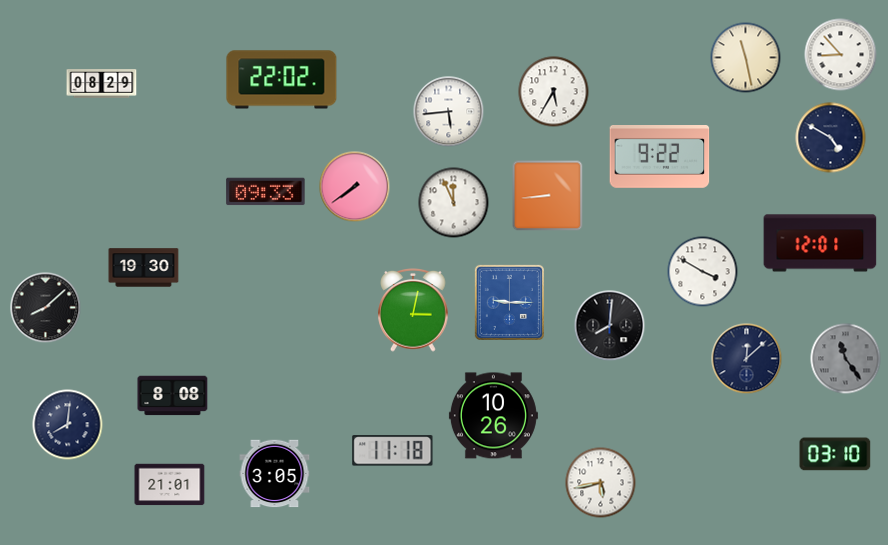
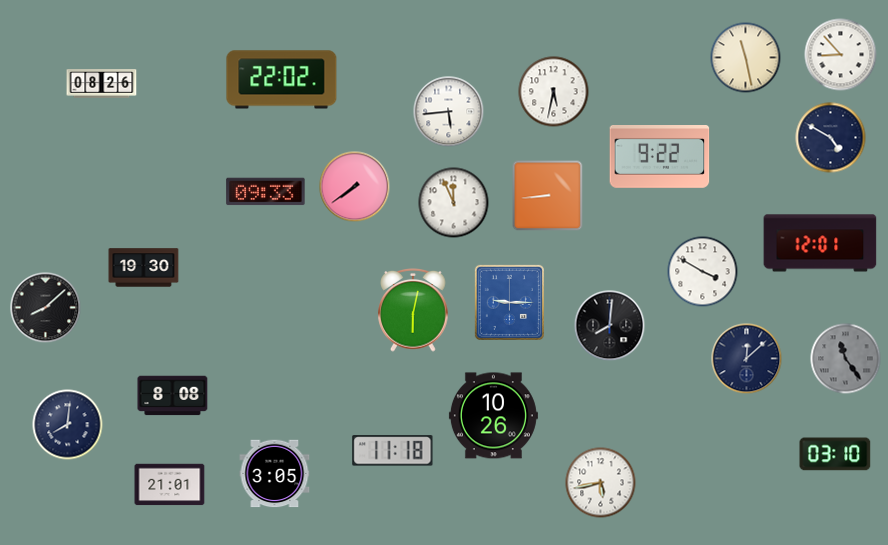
clock at (102, 84): 08:29 -> 08:26
clock at (554, 92): 5:35 -> 5:32
clock at (413, 311): 3:02 -> 6:02
